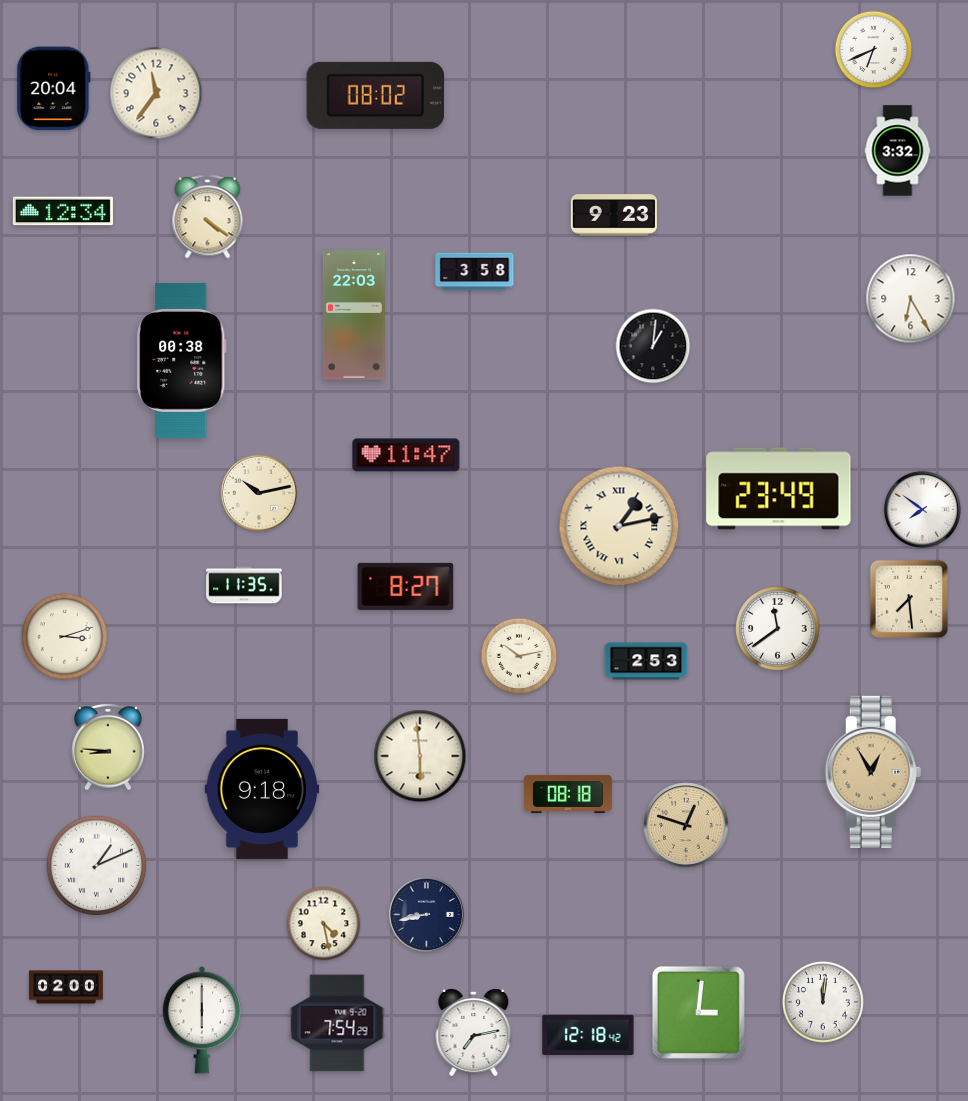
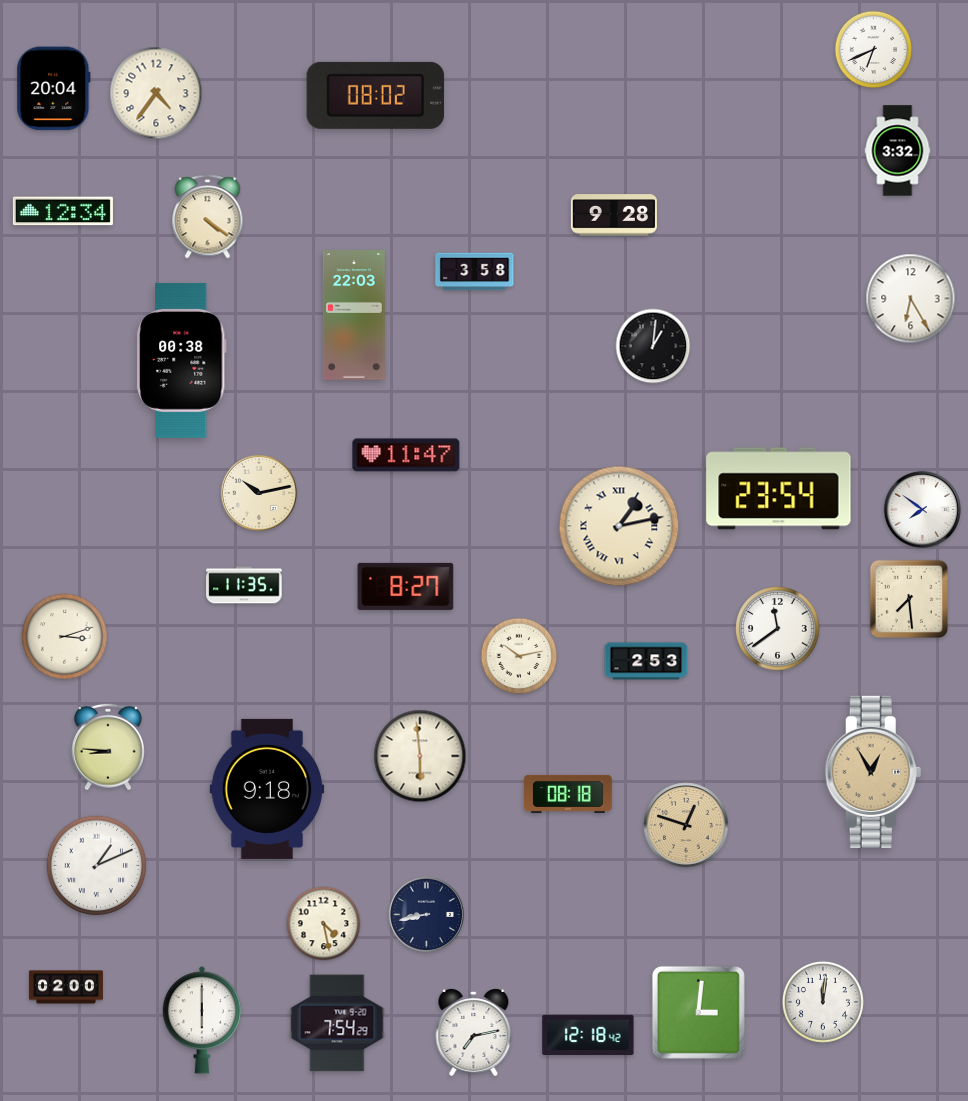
clock at (156, 93): 11:36 -> 4:36
clock at (614, 215): 9:23 -> 9:28
clock at (779, 489): 23:49 -> 23:54
clock at (262, 789) position: (262, 789) -> (267, 789)
